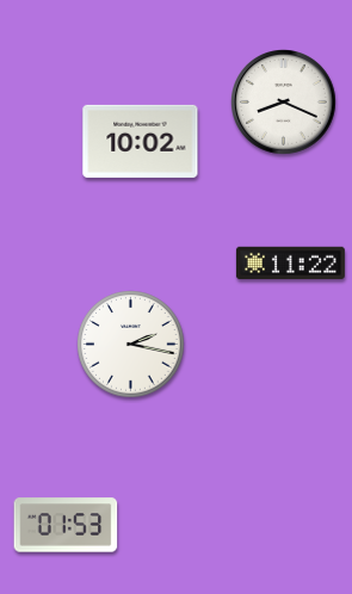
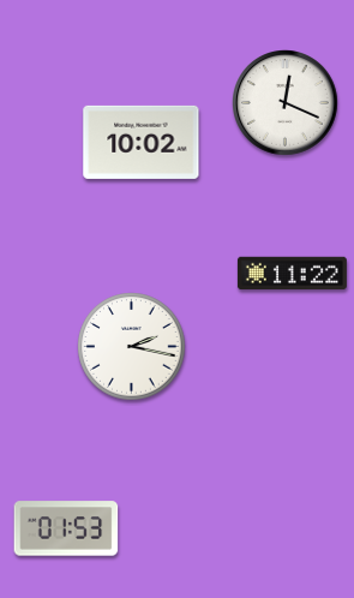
clock at (284, 103): 8:19 -> 12:19
clock at (290, 264) position: (290, 264) -> (292, 274)
